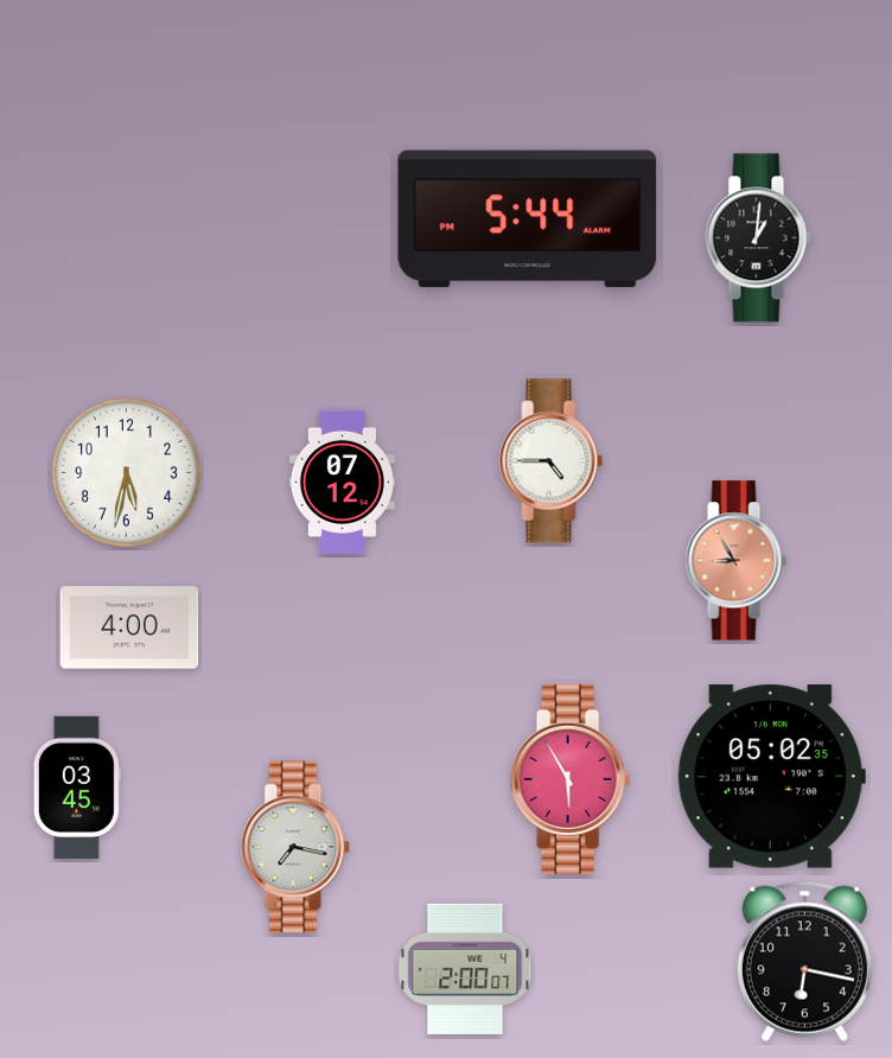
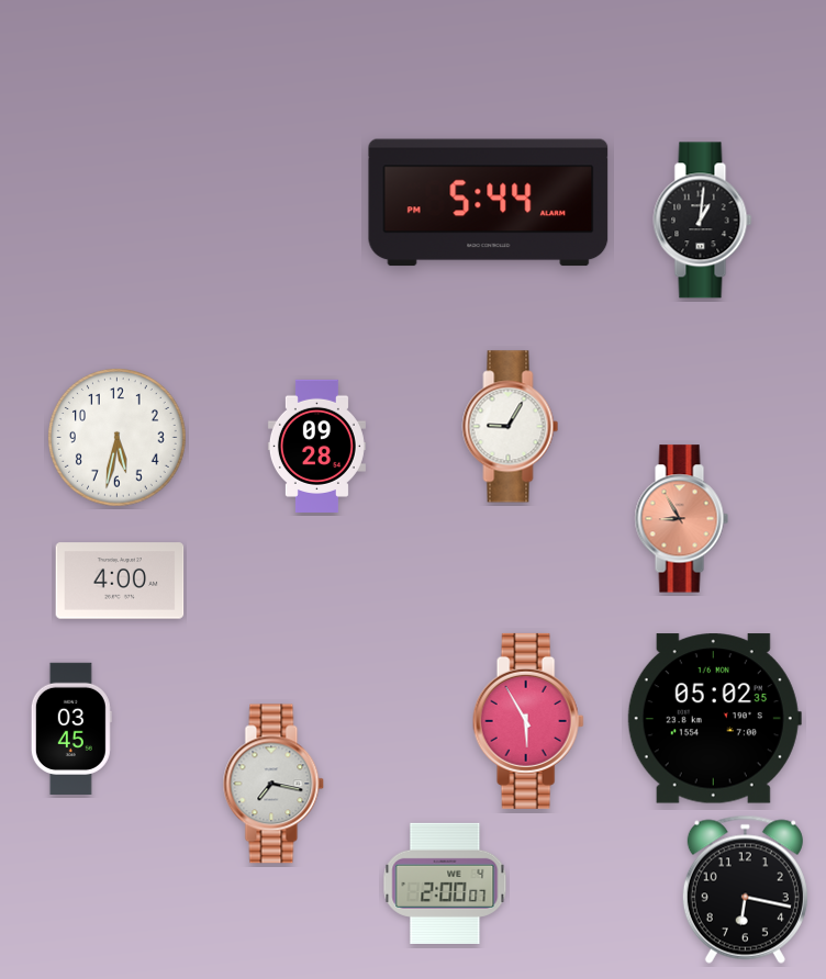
clock at (552, 461): 4:45 -> 9:05
clock at (342, 482): 07:12 -> 09:28
clock at (465, 969) position: (465, 969) -> (445, 884)
